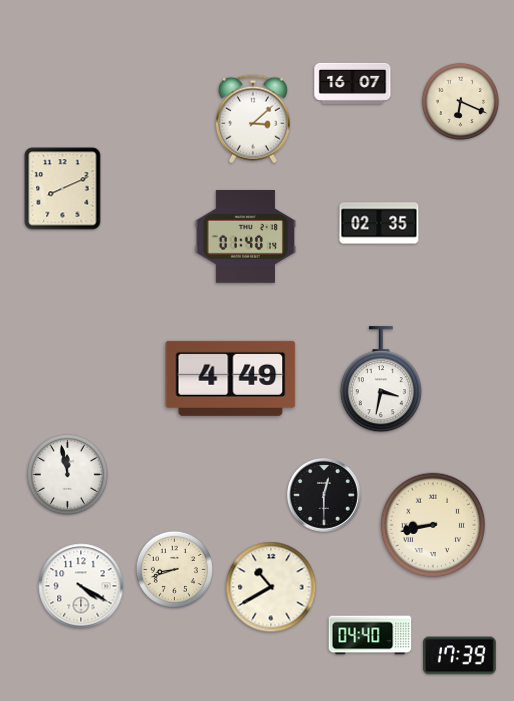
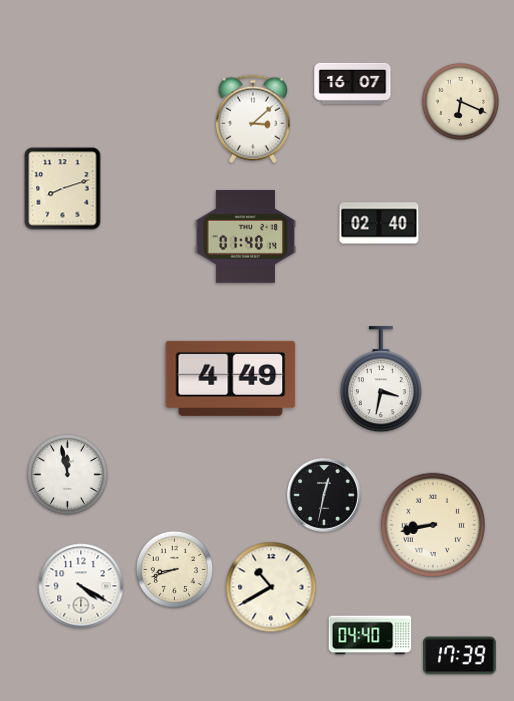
clock at (63, 189): 8:11 -> 8:12
clock at (379, 223): 02:35 -> 02:40
clock at (324, 495): 12:30 -> 12:32
